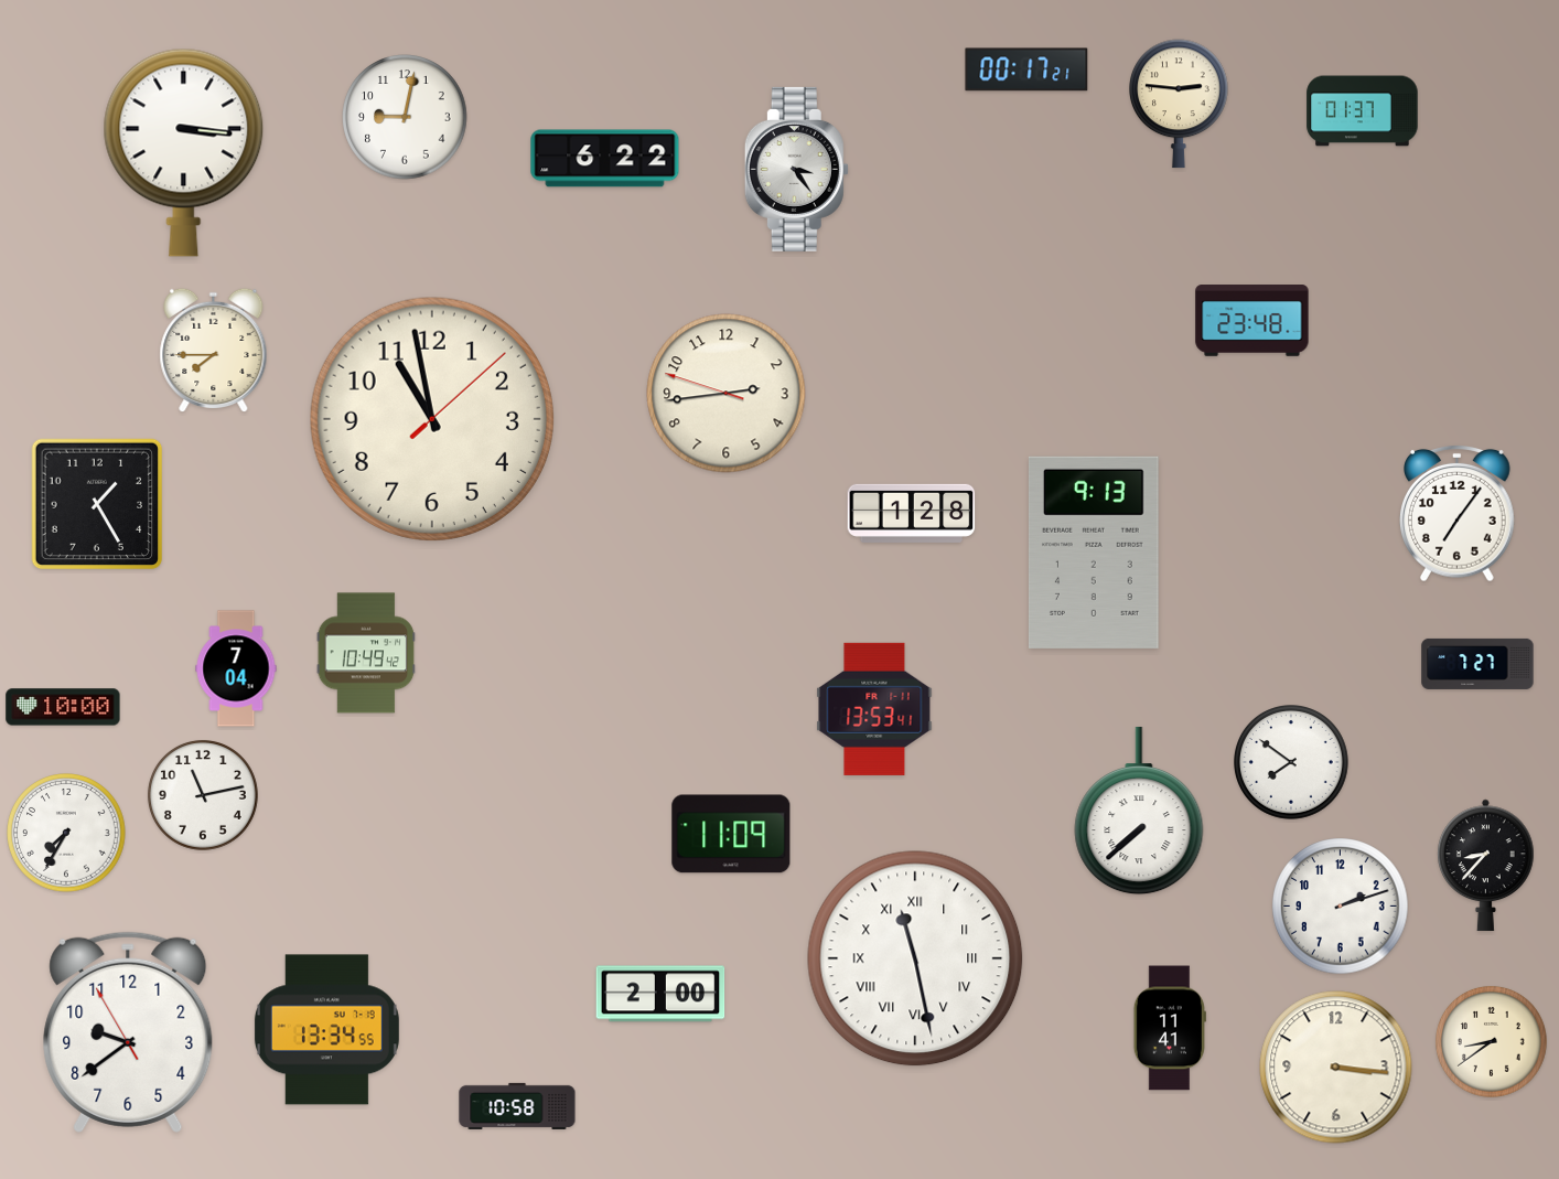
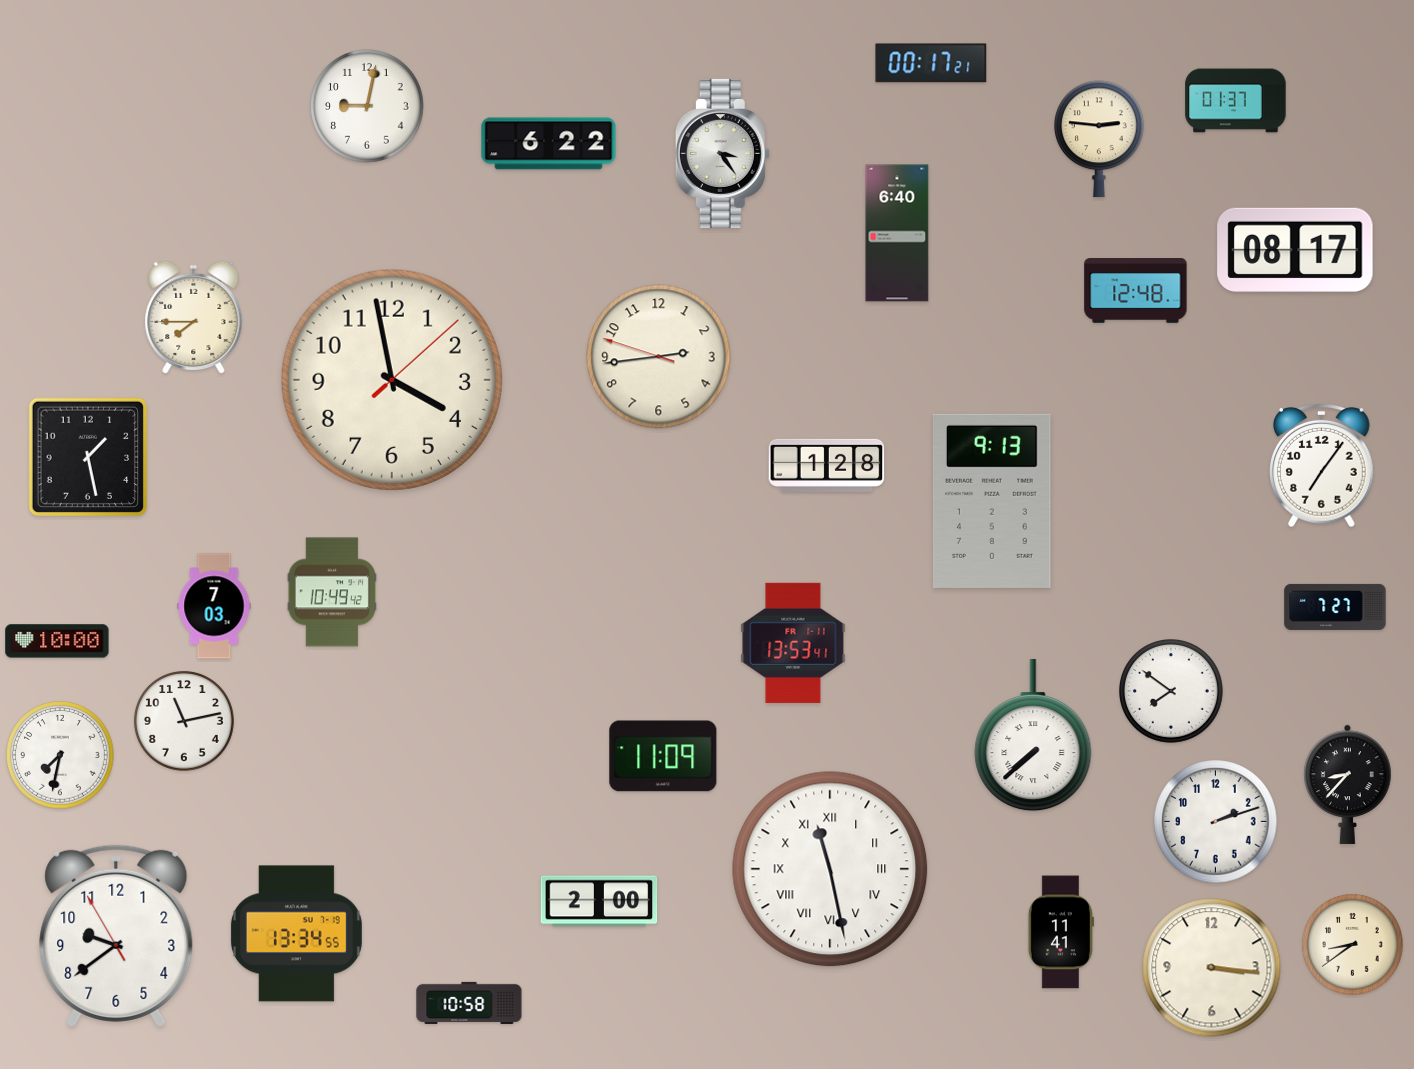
clock at (1179, 104) position: (1179, 104) -> (1099, 139)
clock at (184, 152): 3:16 -> none
clock at (897, 233): none -> 6:40
clock at (1295, 250): none -> 08:17
clock at (1252, 321): 23:48 -> 12:48
clock at (432, 419): 10:58 -> 3:58
clock at (97, 504): 1:25 -> 1:28
clock at (1477, 664) position: (1477, 664) -> (1335, 607)
clock at (236, 668): 7:04 -> 7:03
clock at (67, 834): 7:35 -> 7:32
